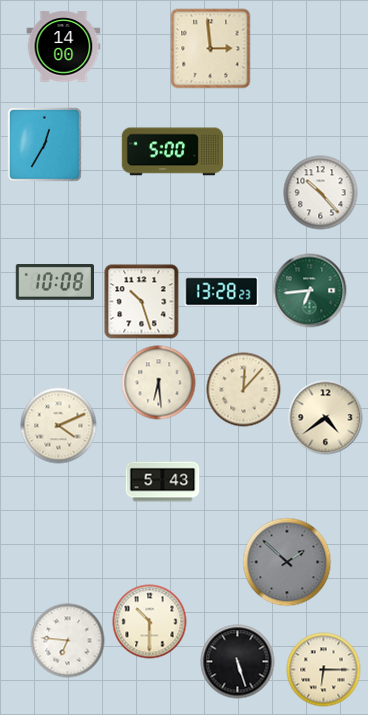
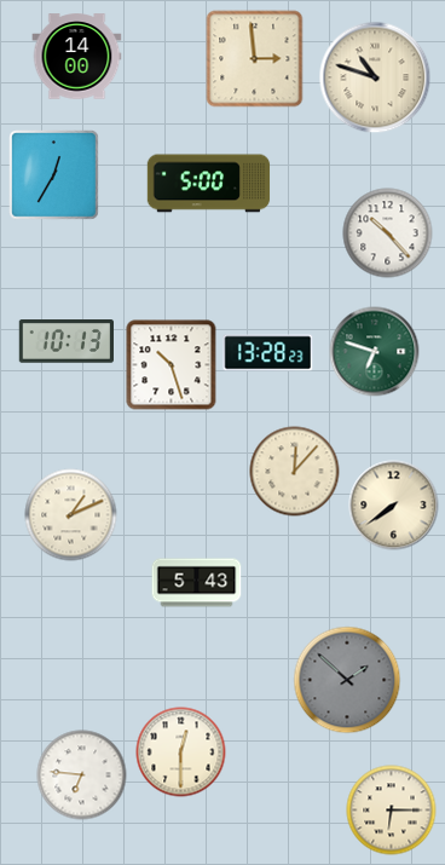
clock at (375, 77): none -> 10:48
clock at (54, 282): 10:08 -> 10:13
clock at (310, 291): 6:44 -> 6:48
clock at (159, 383): 6:29 -> none
clock at (326, 418): 4:39 -> 7:39
clock at (59, 426): 4:11 -> 1:11
clock at (150, 622): 10:30 -> 12:30
clock at (238, 662): 5:27 -> none
